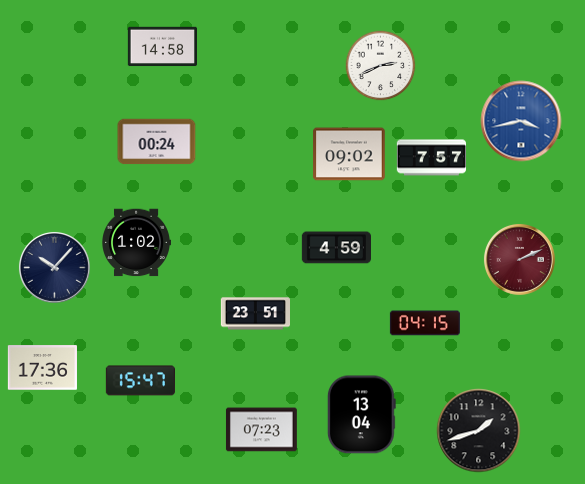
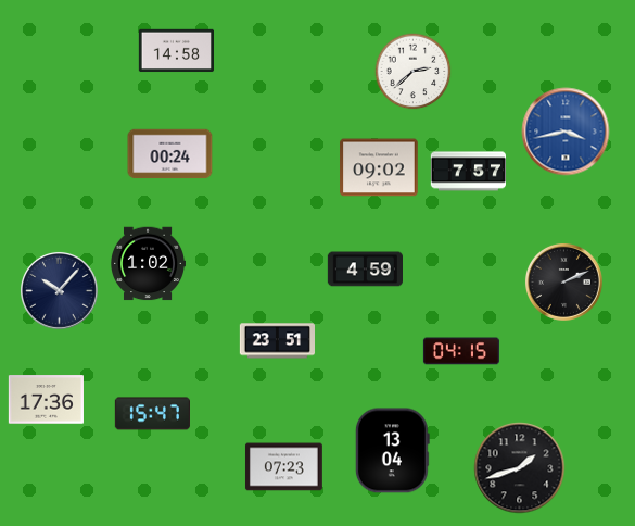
clock at (381, 66): 2:41 -> 2:38
clock at (519, 259) dial: burgundy -> black
